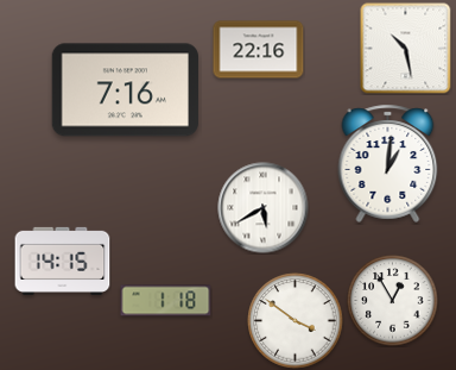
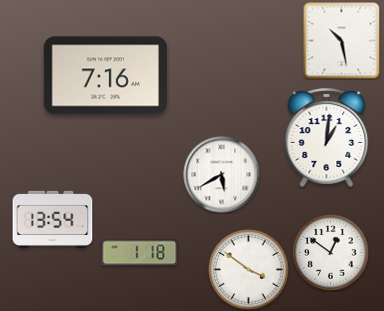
clock at (259, 50): 22:16 -> none
clock at (63, 261): 14:15 -> 13:54
clock at (393, 301): 12:55 -> 12:51
